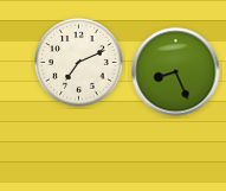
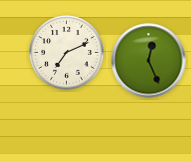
clock at (176, 72): 8:26 -> 12:26
